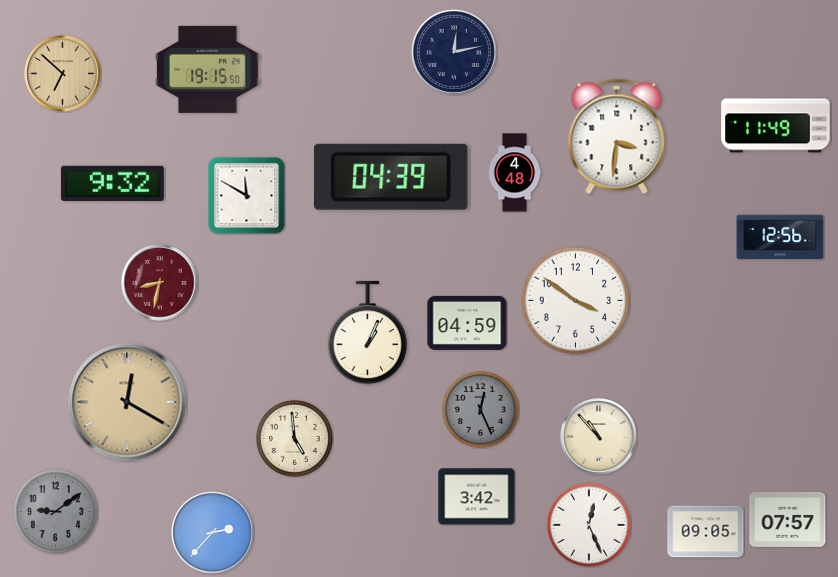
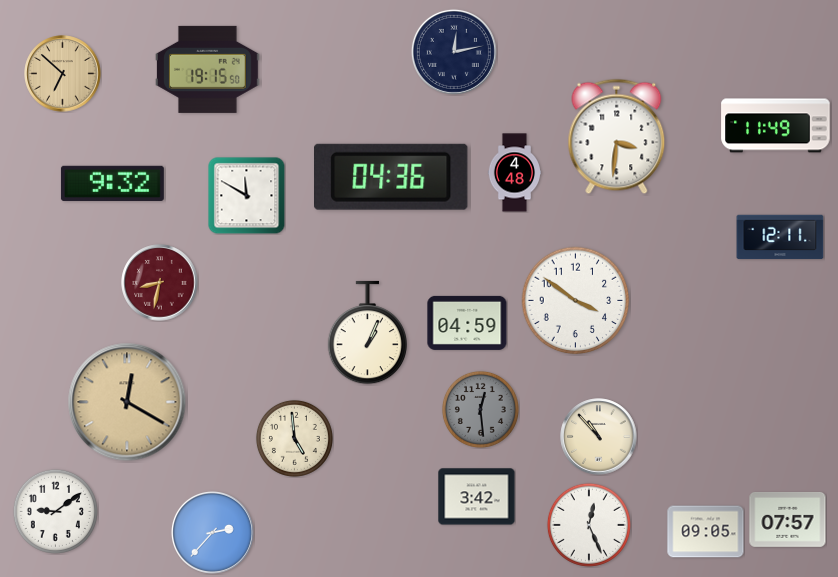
clock at (392, 177): 04:39 -> 04:36
clock at (780, 237): 12:56 -> 12:11
clock at (480, 409): 12:26 -> 12:29
clock at (55, 511) dial: grey -> white
